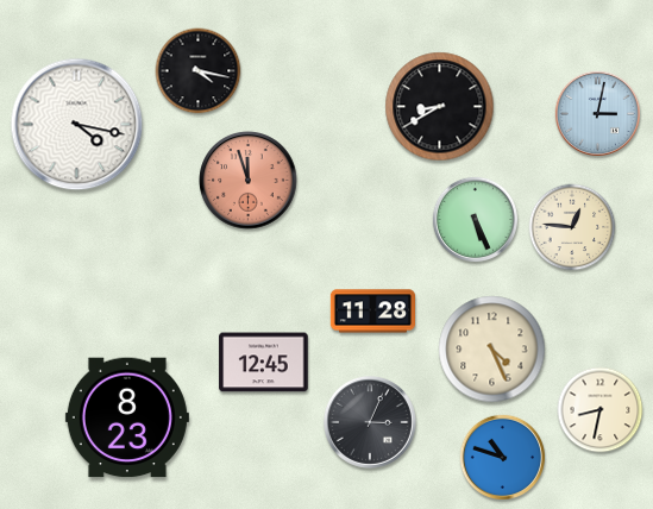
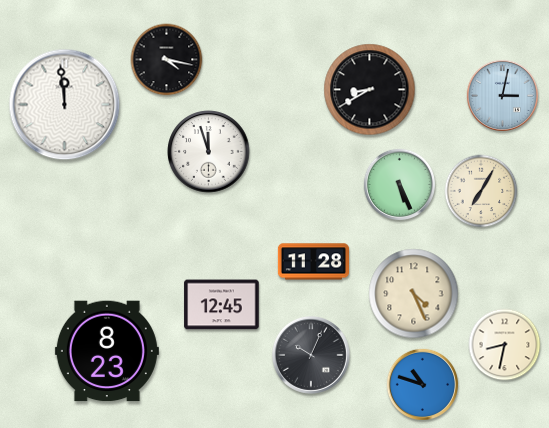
clock at (77, 125): 4:17 -> 11:59
clock at (249, 181) dial: salmon -> white
clock at (572, 227): 12:46 -> 7:05
clock at (370, 422): 3:04 -> 10:04
